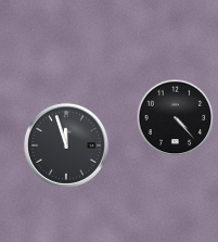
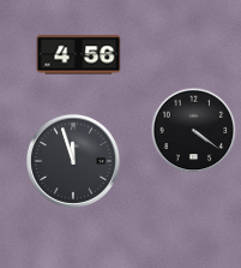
clock at (79, 55): none -> 4:56
clock at (176, 118): 4:23 -> 4:21
